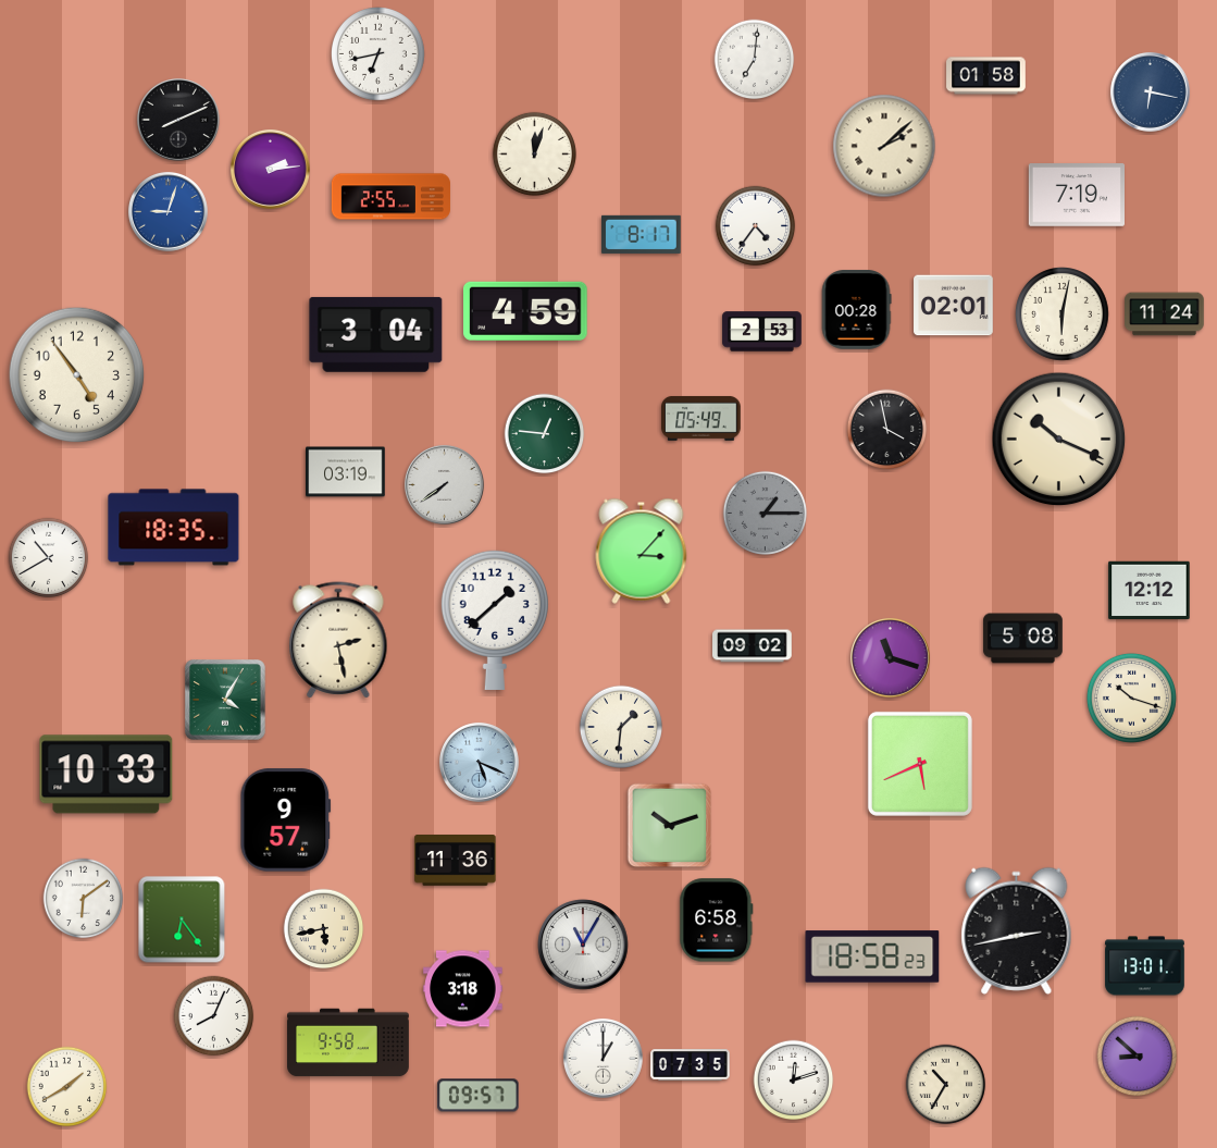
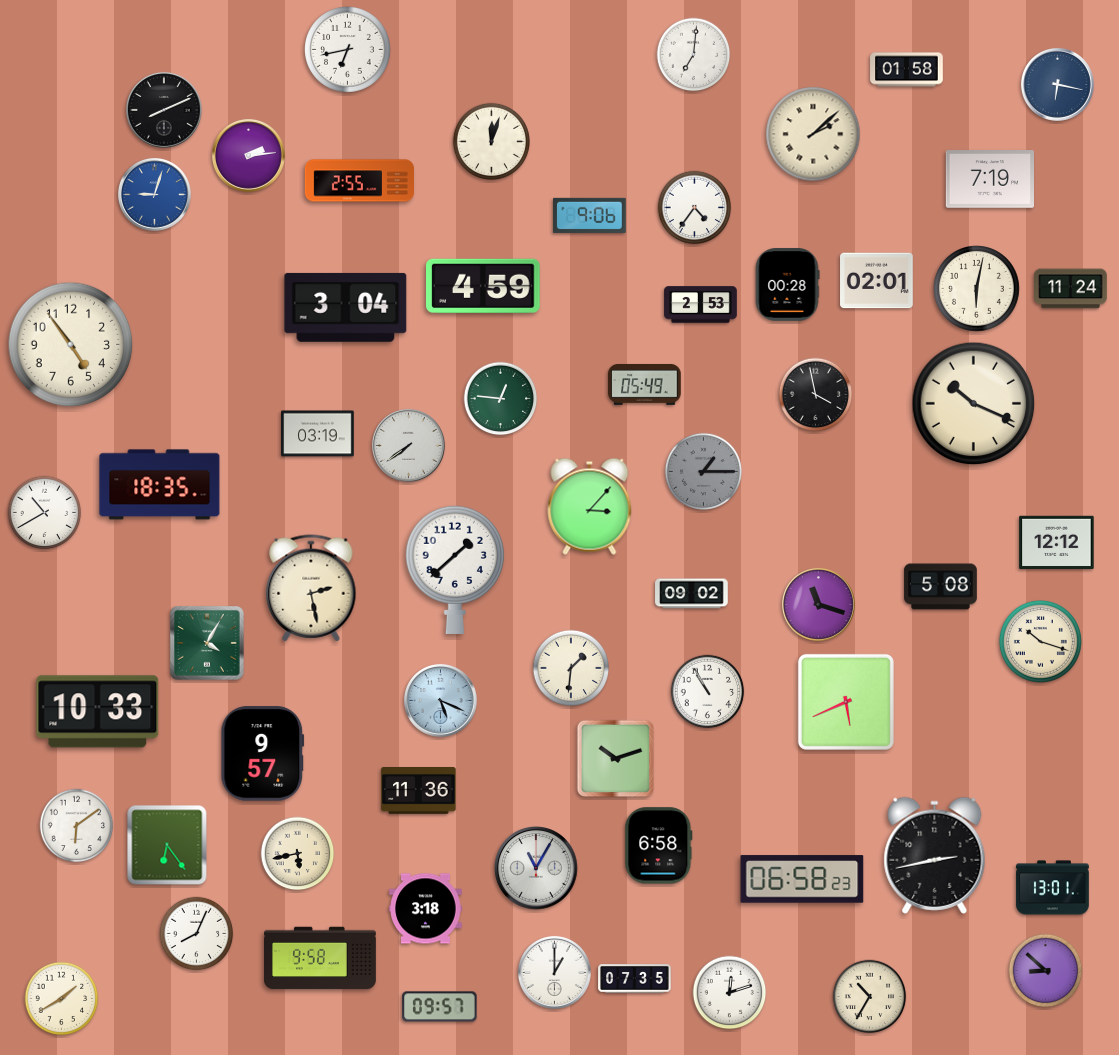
clock at (642, 234): 8:17 -> 9:06
clock at (708, 692): none -> 10:55
clock at (872, 956): 18:58 -> 06:58
